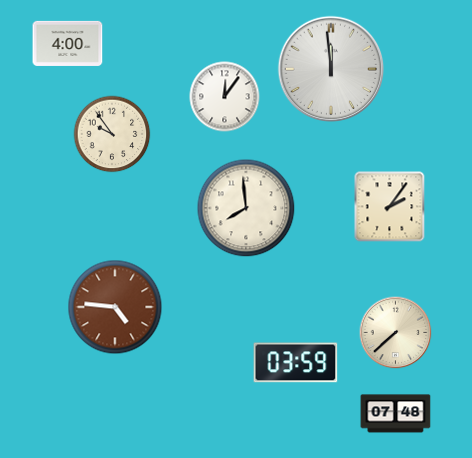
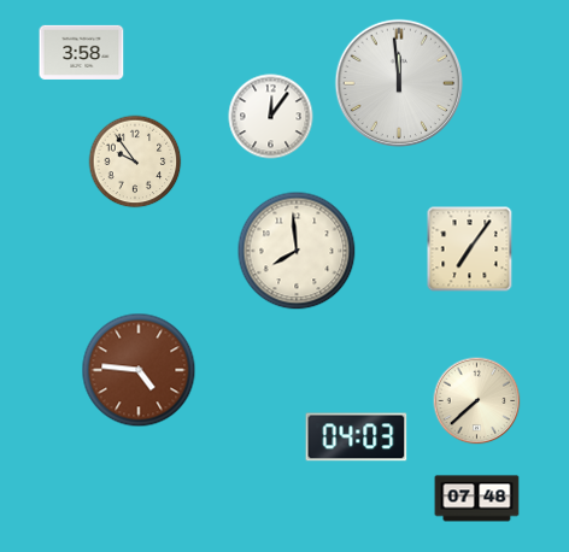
clock at (68, 43): 4:00 -> 3:58
clock at (390, 207): 2:06 -> 7:06
clock at (296, 363): 03:59 -> 04:03
